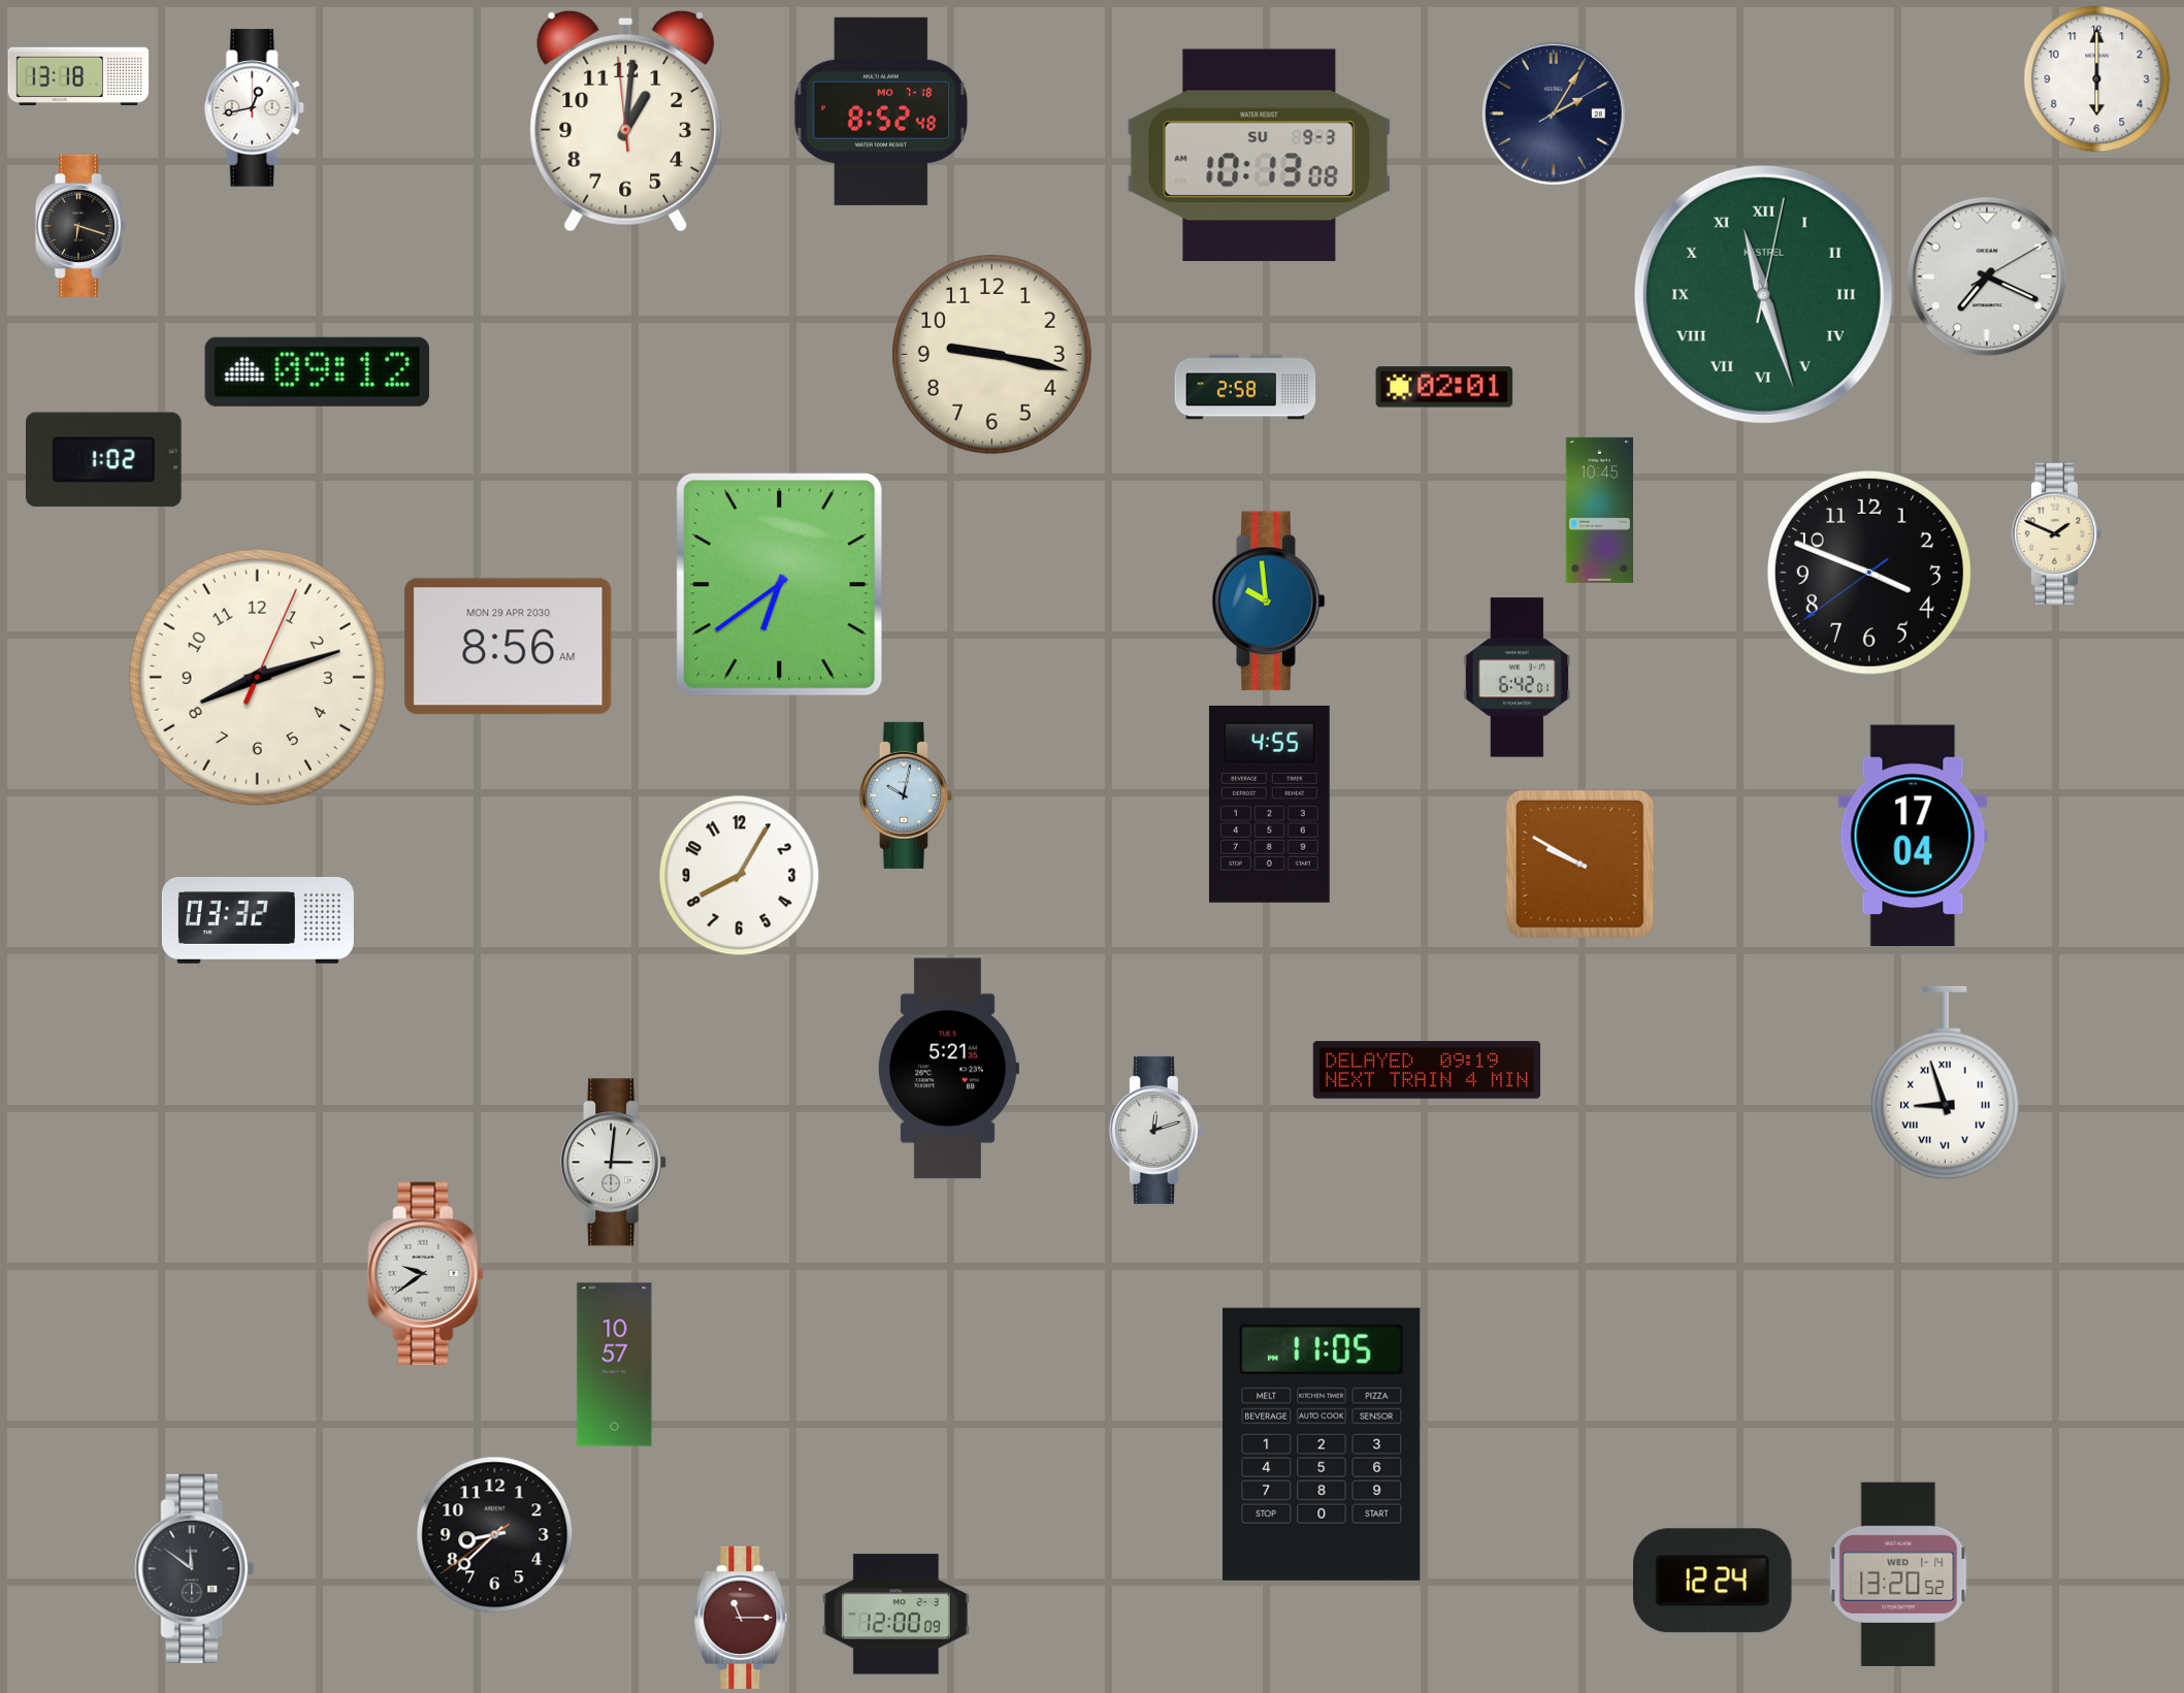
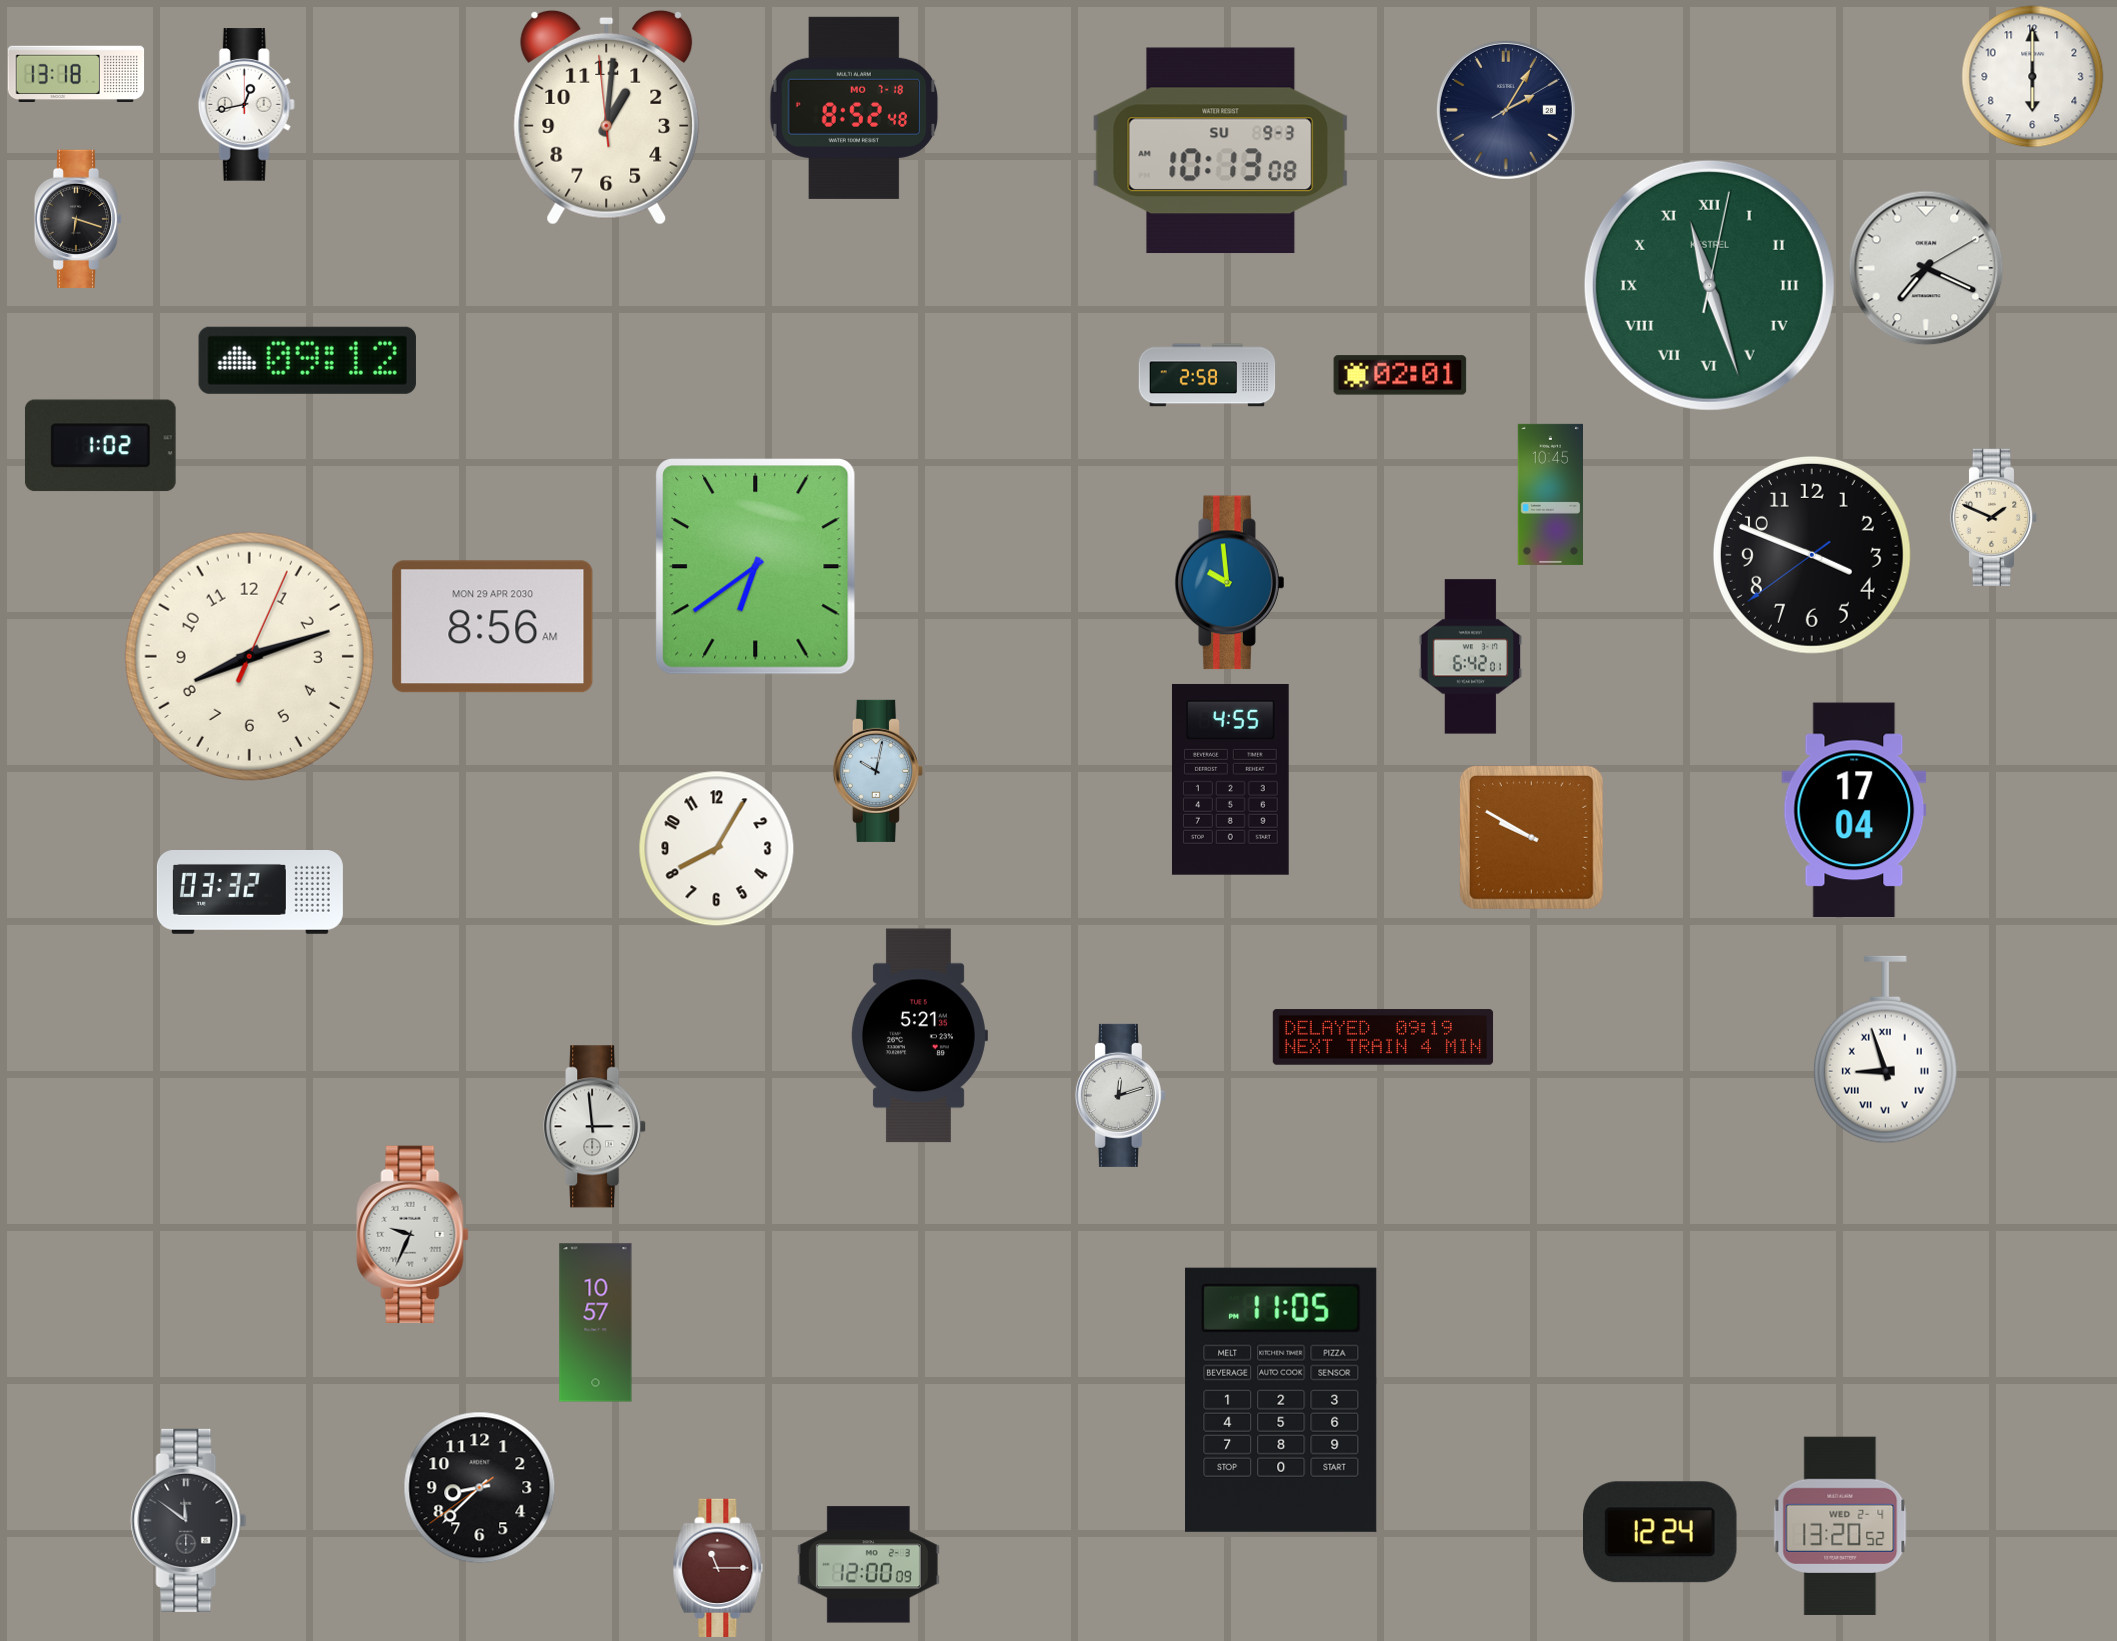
clock at (992, 355): 9:17 -> none
clock at (614, 1163): 3:01 -> 2:59
clock at (426, 1273): 9:39 -> 9:34
clock at (1898, 1574) date: WED 1-14 -> WED 2-4
